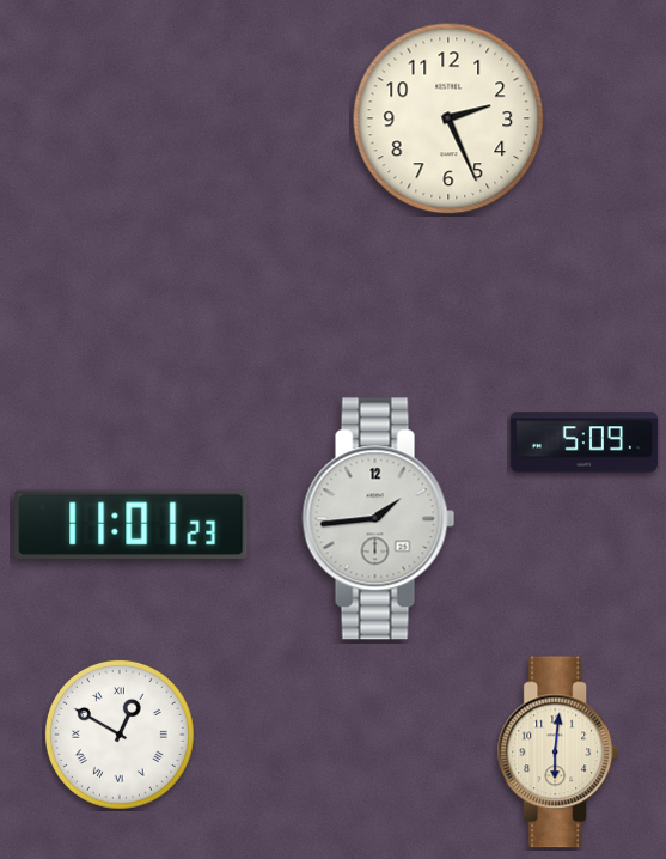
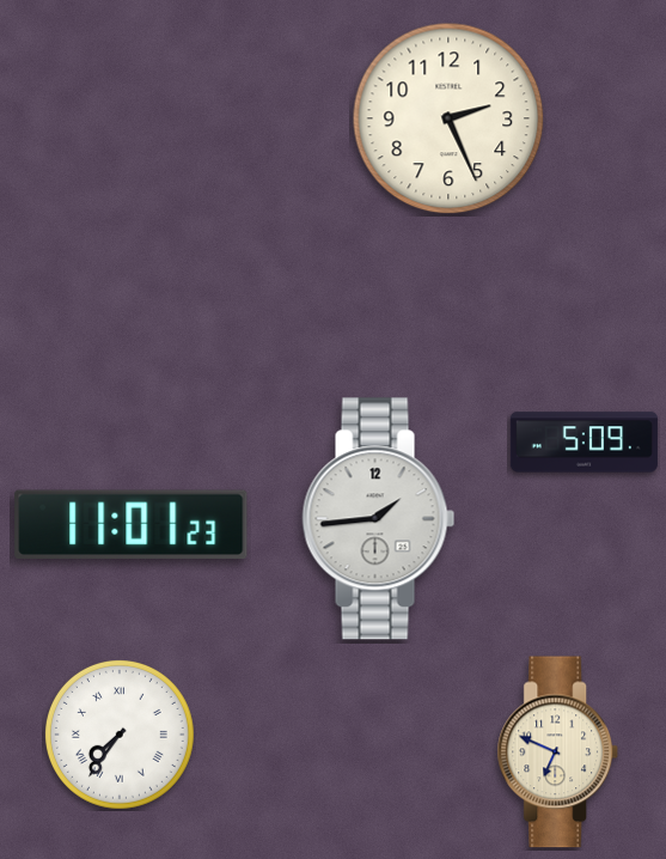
clock at (120, 735): 12:50 -> 7:36
clock at (558, 753): 6:01 -> 6:49
